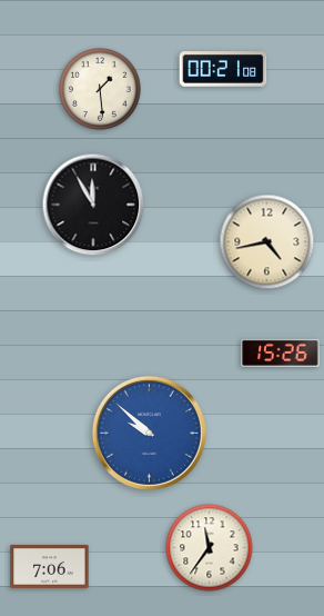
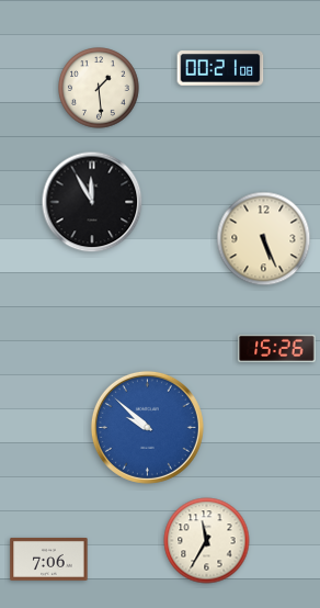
clock at (267, 242): 4:43 -> 5:26
clock at (210, 548): 11:36 -> 11:35
